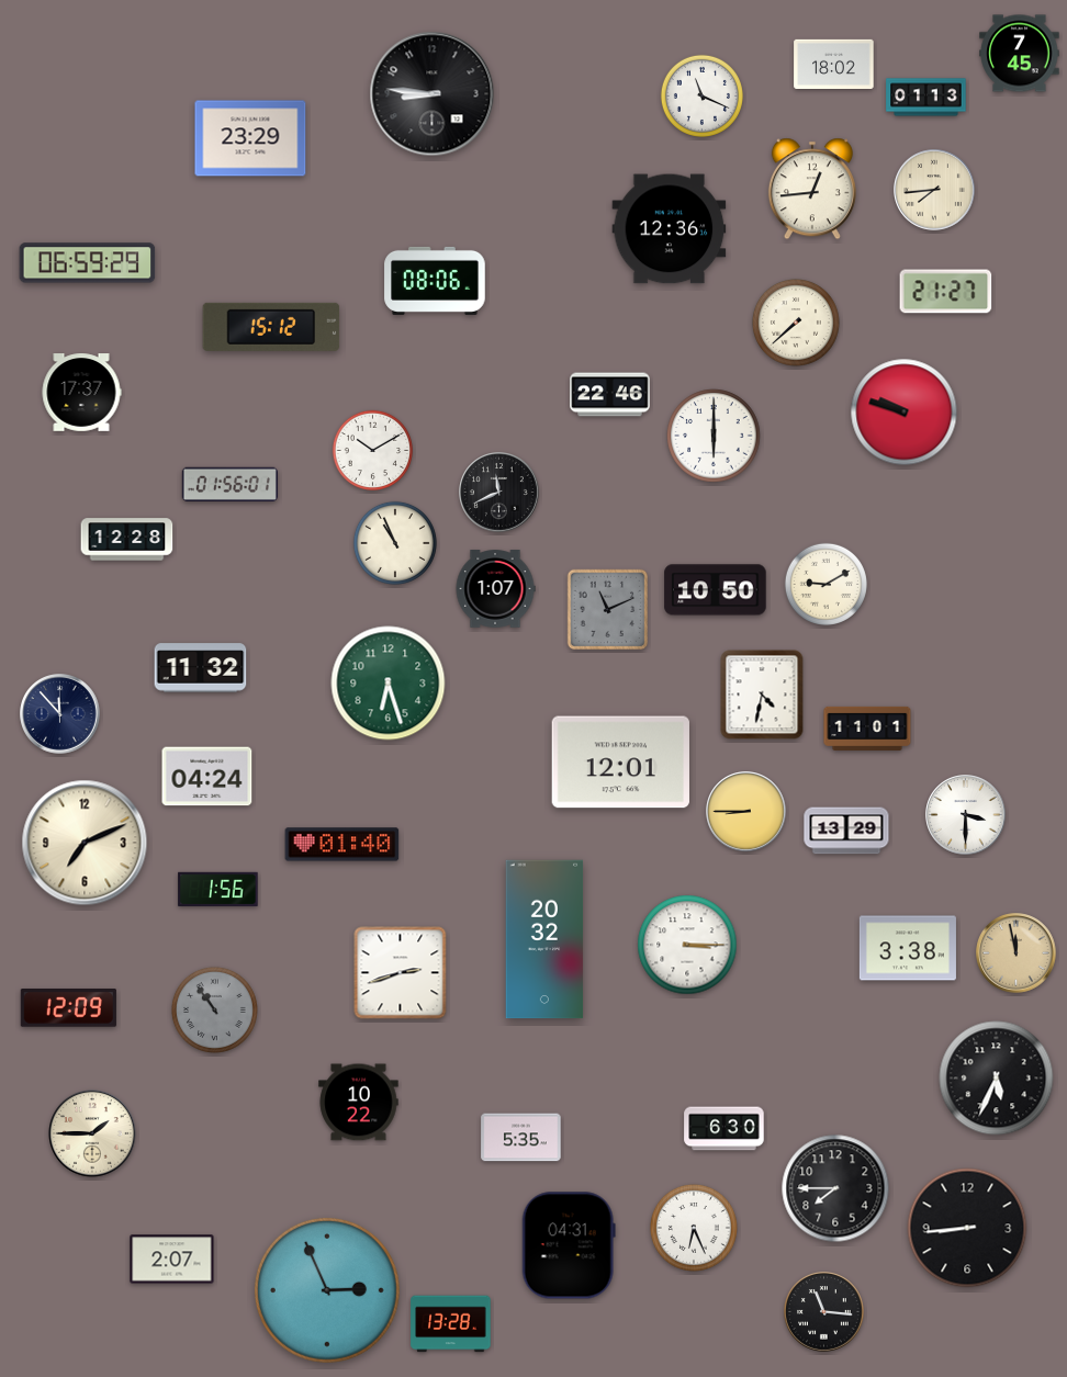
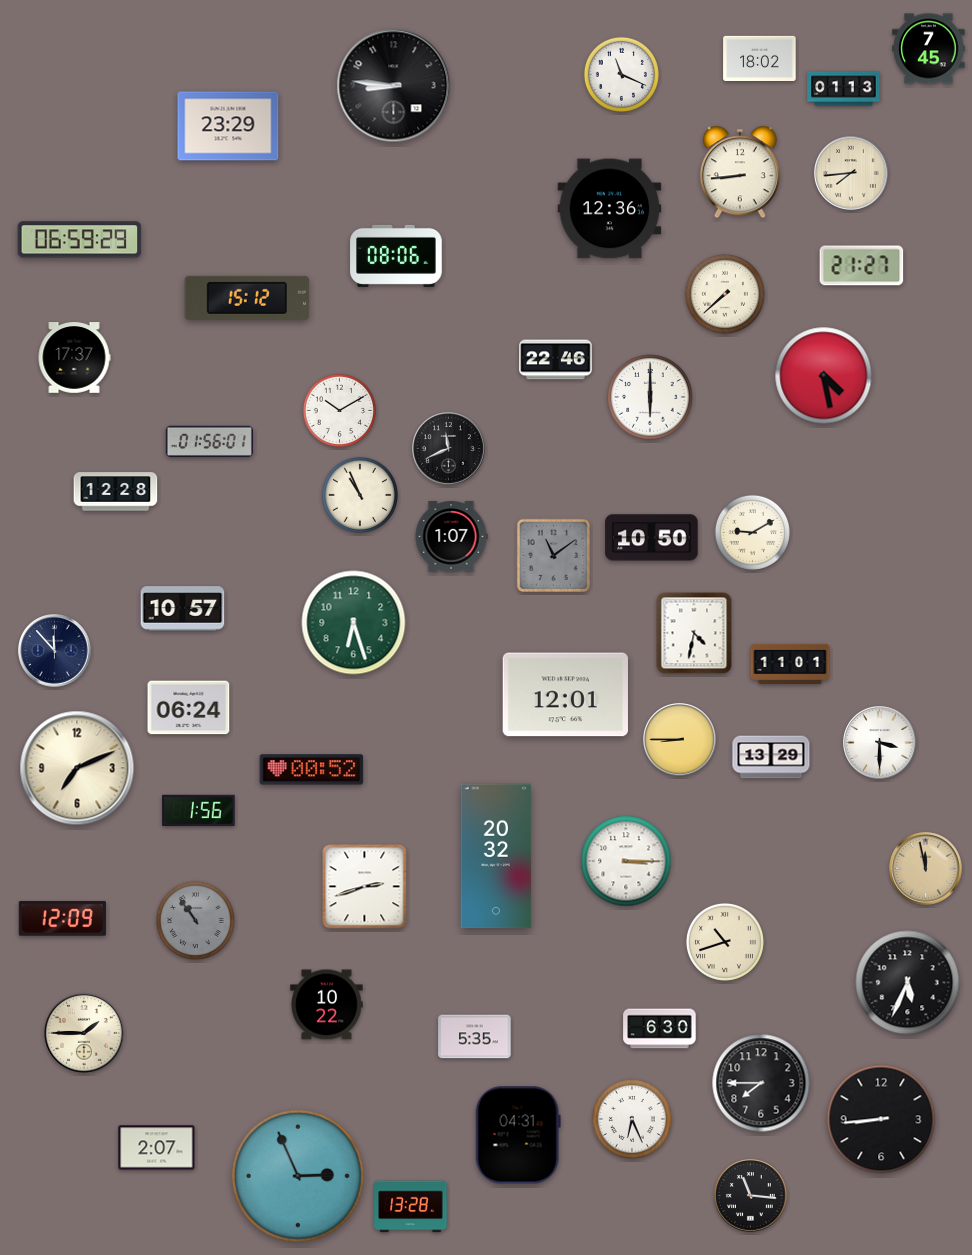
clock at (701, 95) position: (701, 95) -> (621, 74)
clock at (812, 189): 12:44 -> 8:44
clock at (905, 413): 9:48 -> 4:28
clock at (499, 493) position: (499, 493) -> (449, 449)
clock at (608, 610): 11:11 -> 11:09
clock at (201, 668): 11:32 -> 10:57
clock at (207, 777): 04:24 -> 06:24
clock at (342, 845): 01:40 -> 00:52
clock at (908, 948): 3:38 -> none
clock at (725, 942): none -> 10:42
